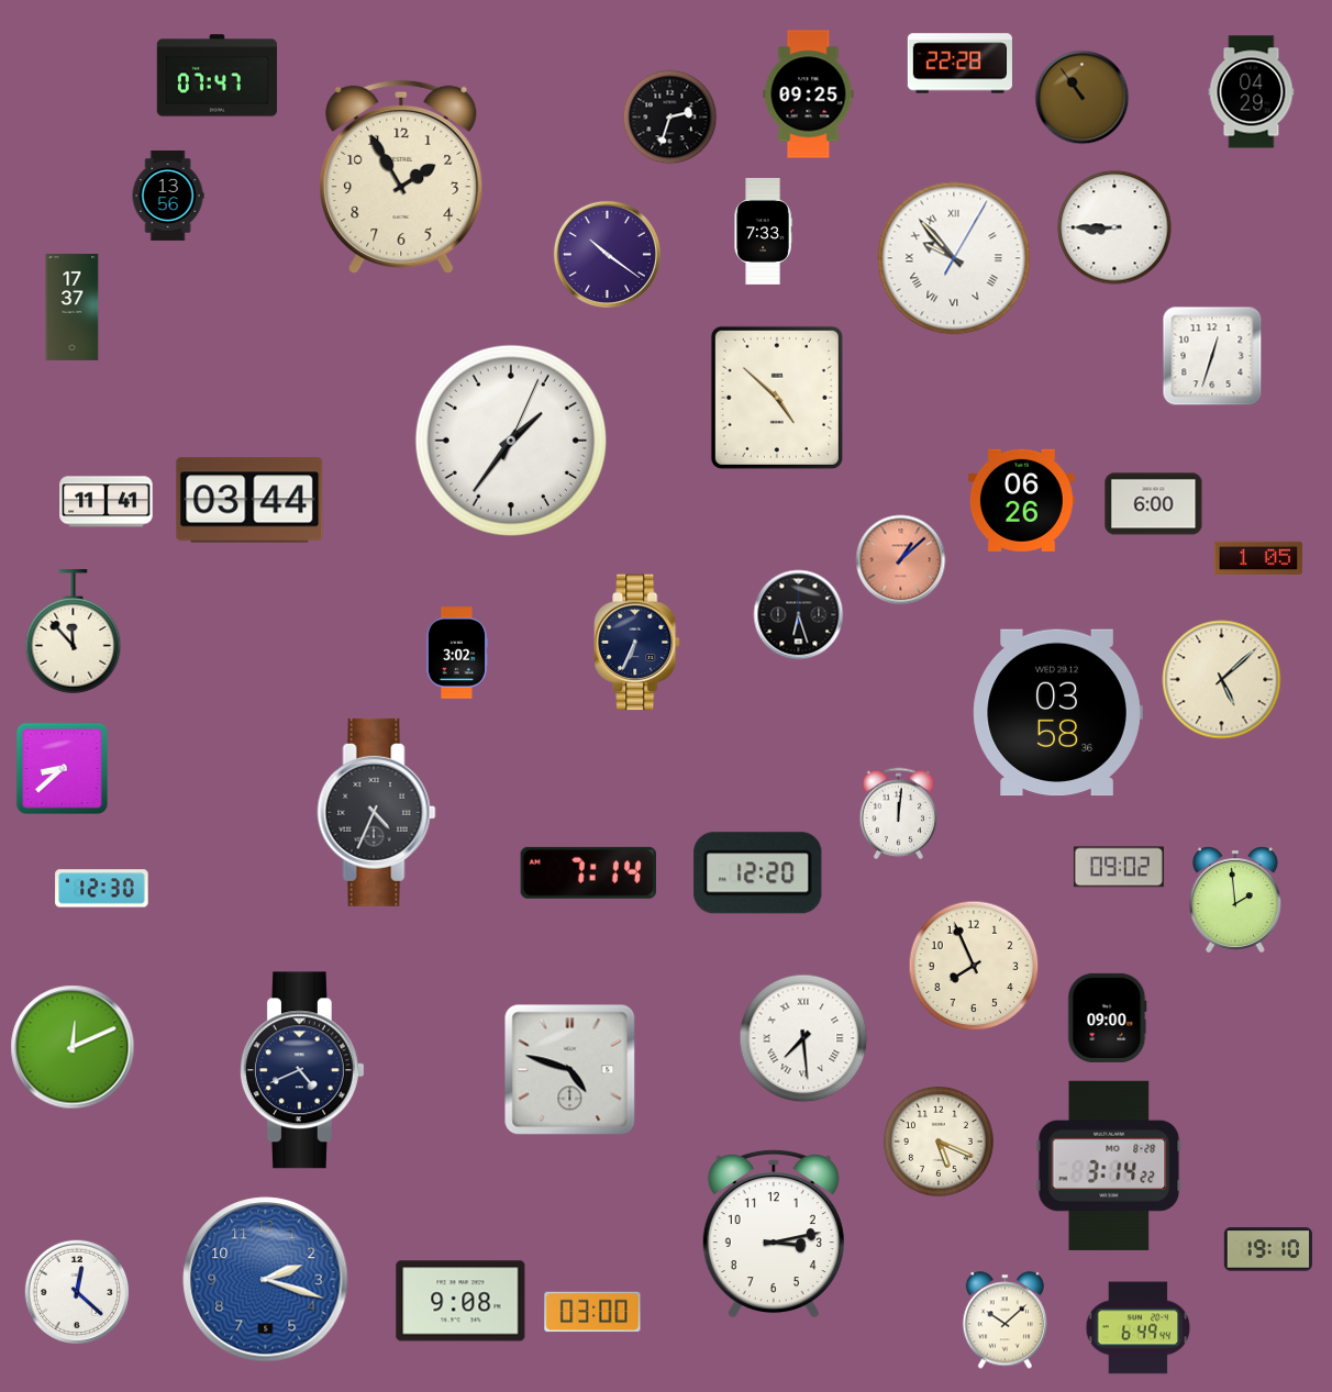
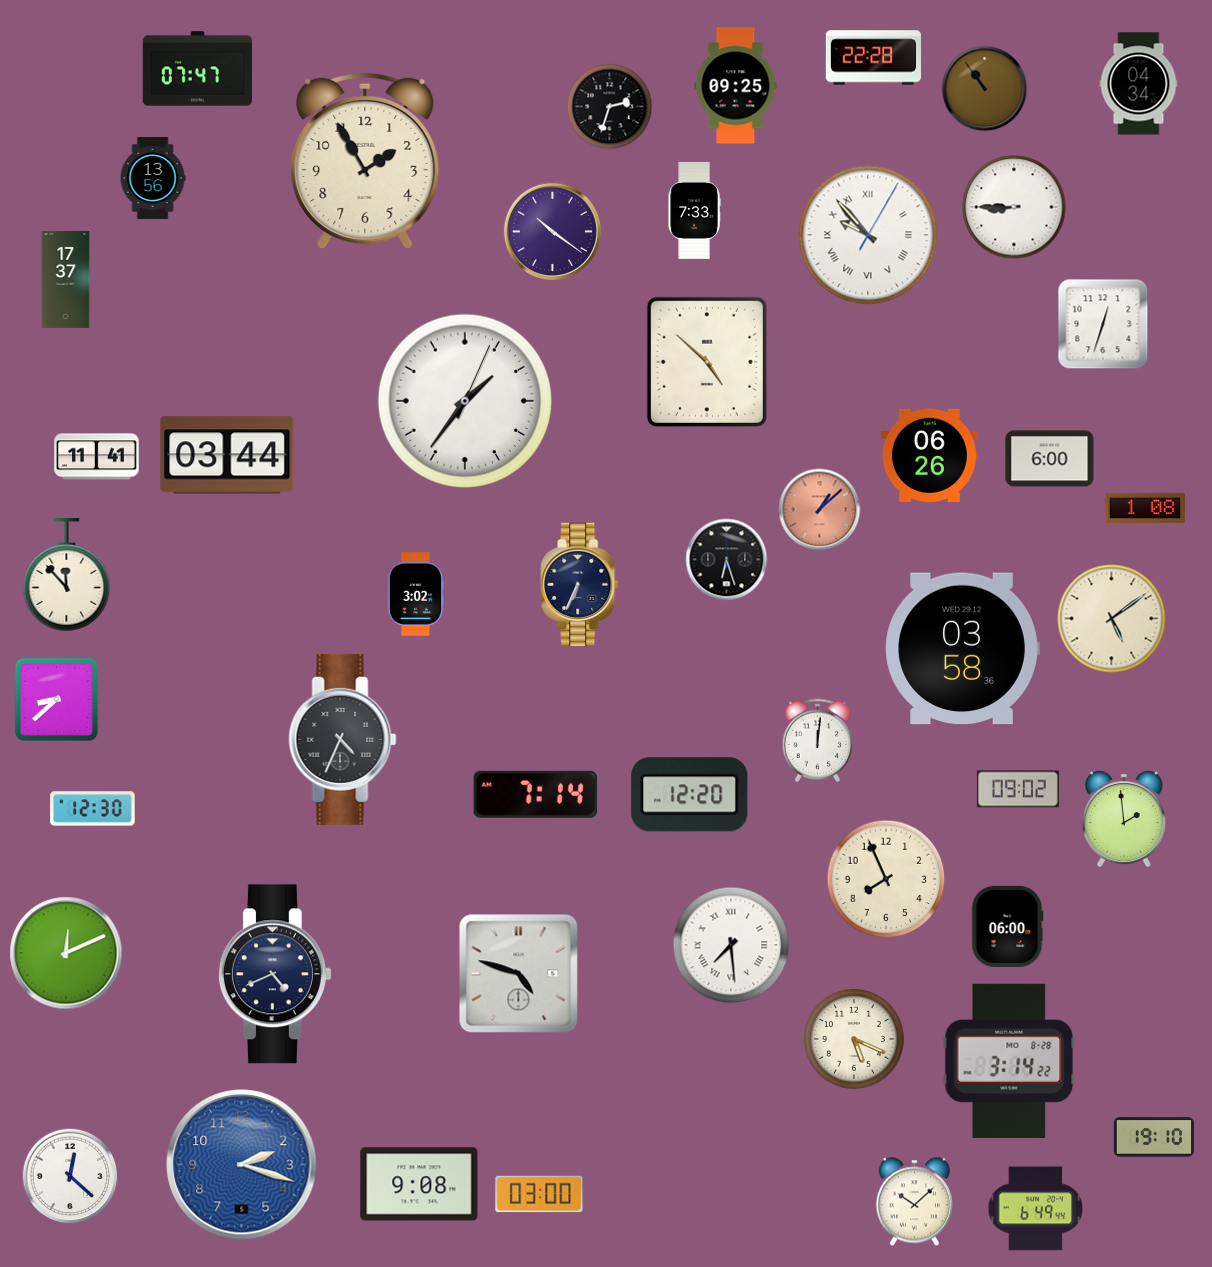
clock at (1252, 92): 04:29 -> 04:34
clock at (1257, 557): 1:05 -> 1:08
clock at (1222, 680): 5:08 -> 5:09
clock at (1108, 1017): 09:00 -> 06:00
clock at (774, 1234): 3:13 -> none
